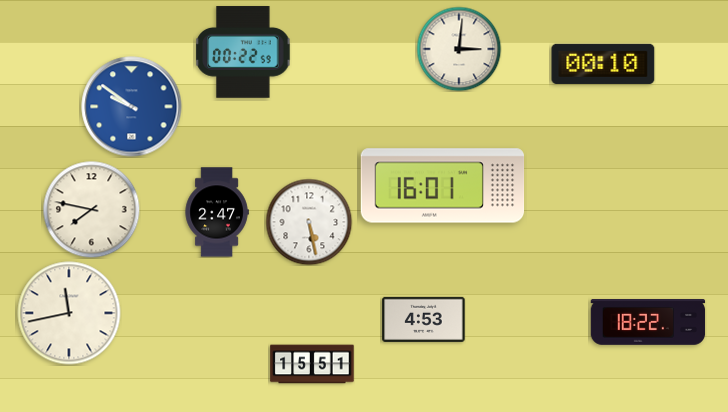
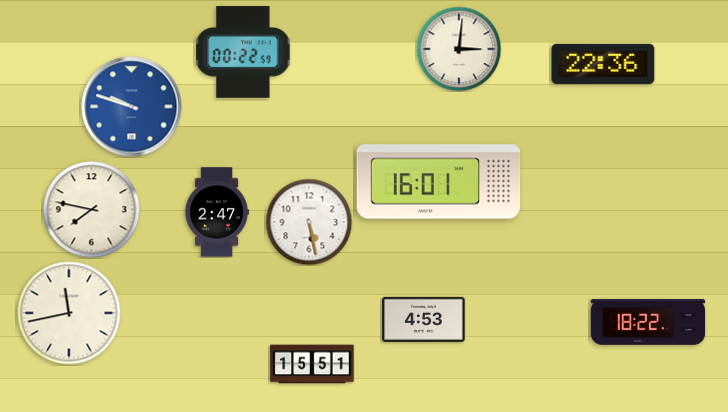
clock at (603, 64): 00:10 -> 22:36
clock at (132, 107): 9:51 -> 9:48
clock at (443, 186) position: (443, 186) -> (439, 182)
